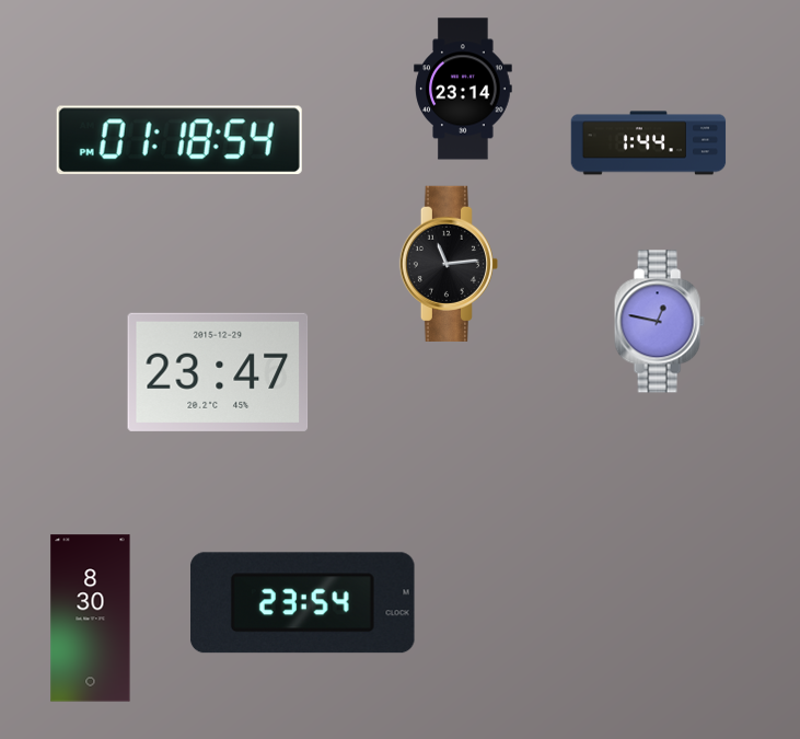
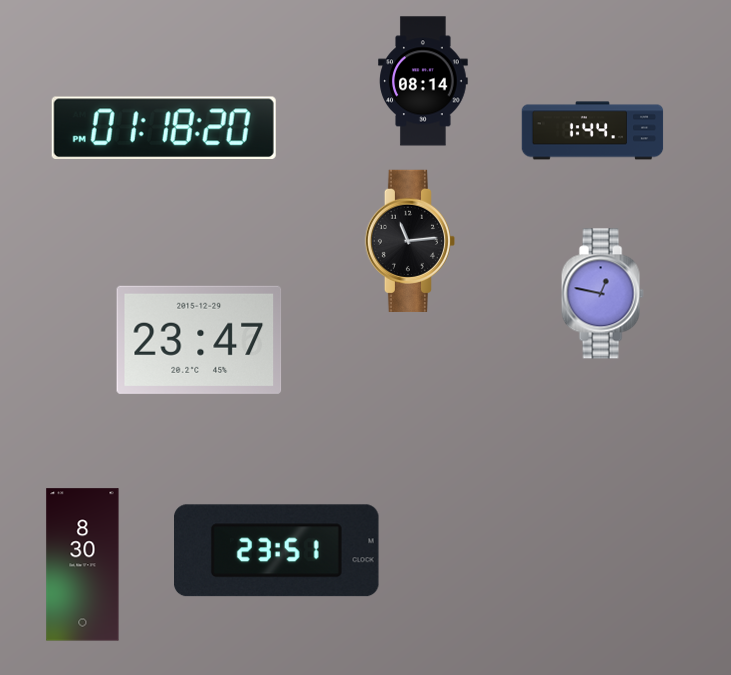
clock at (463, 89): 23:14 -> 08:14
clock at (179, 140): 01:18:54 -> 01:18:20
clock at (303, 603): 23:54 -> 23:51
